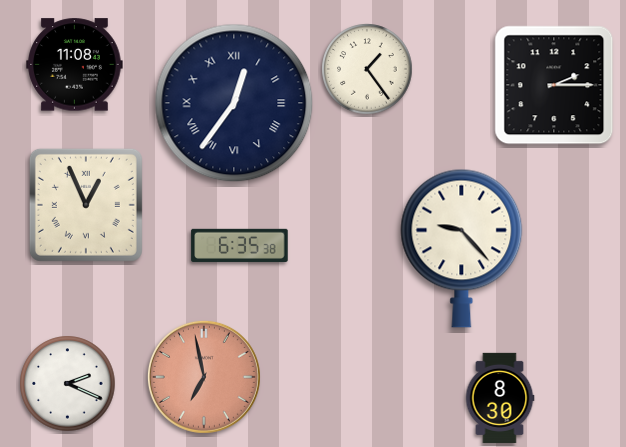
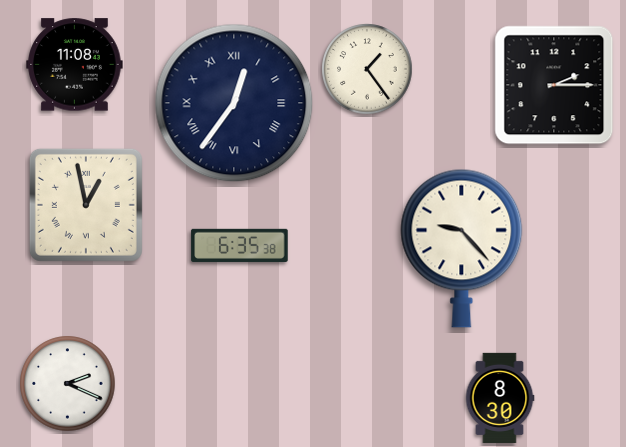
clock at (86, 205): 12:56 -> 12:58
clock at (204, 377): 6:58 -> none
